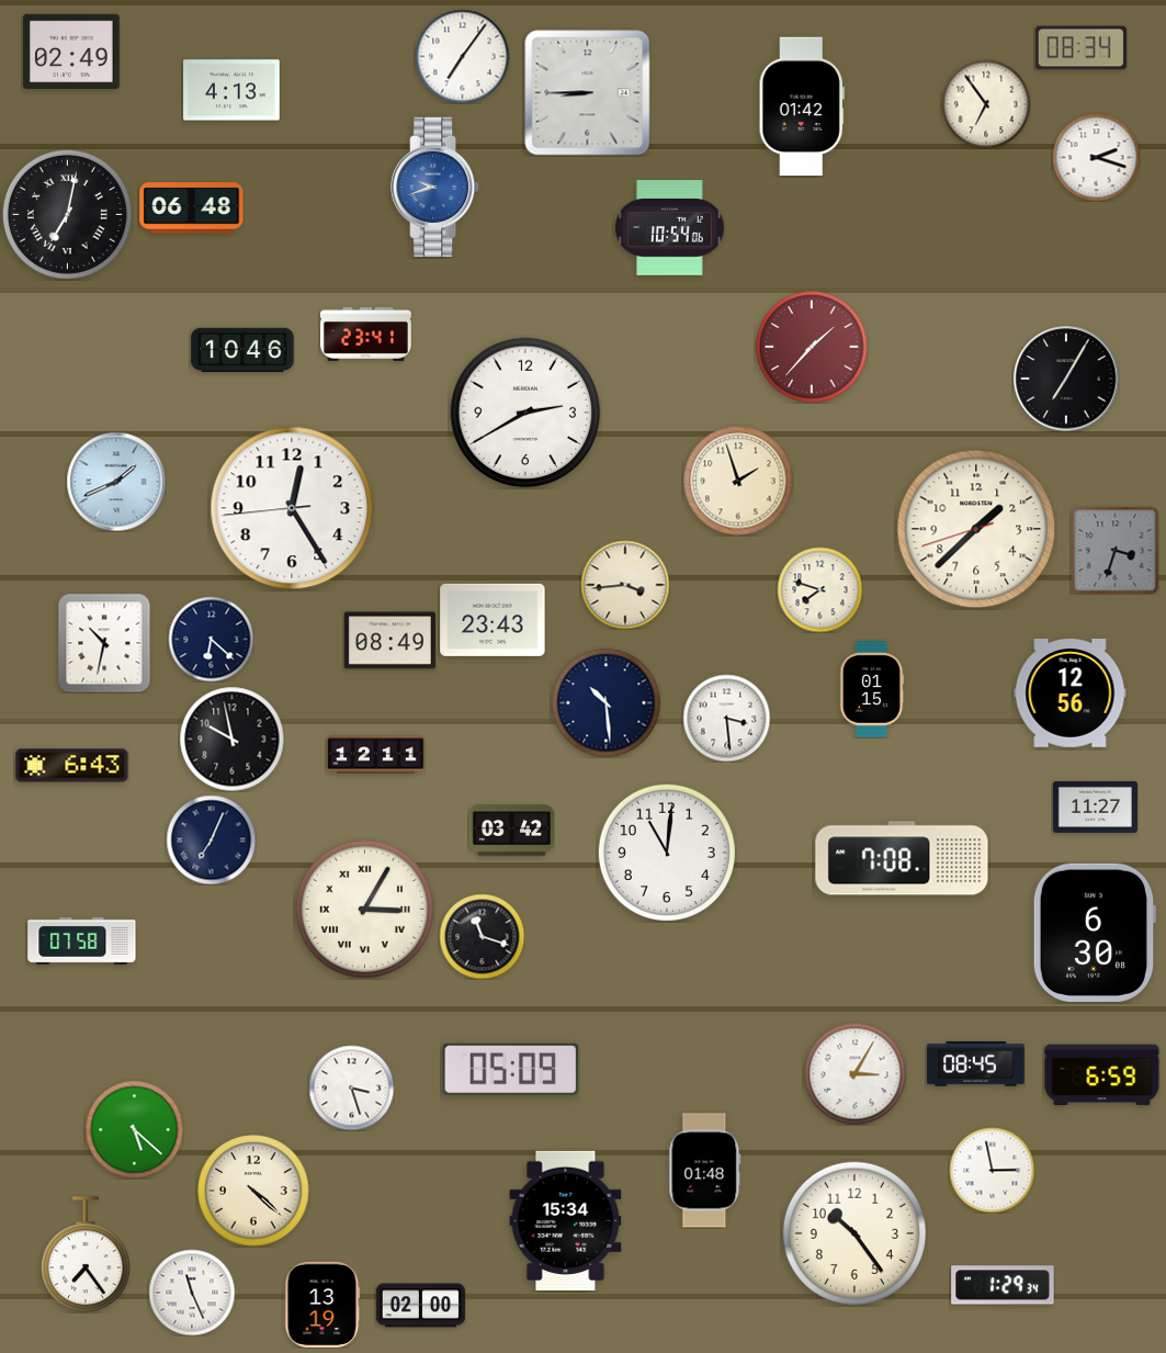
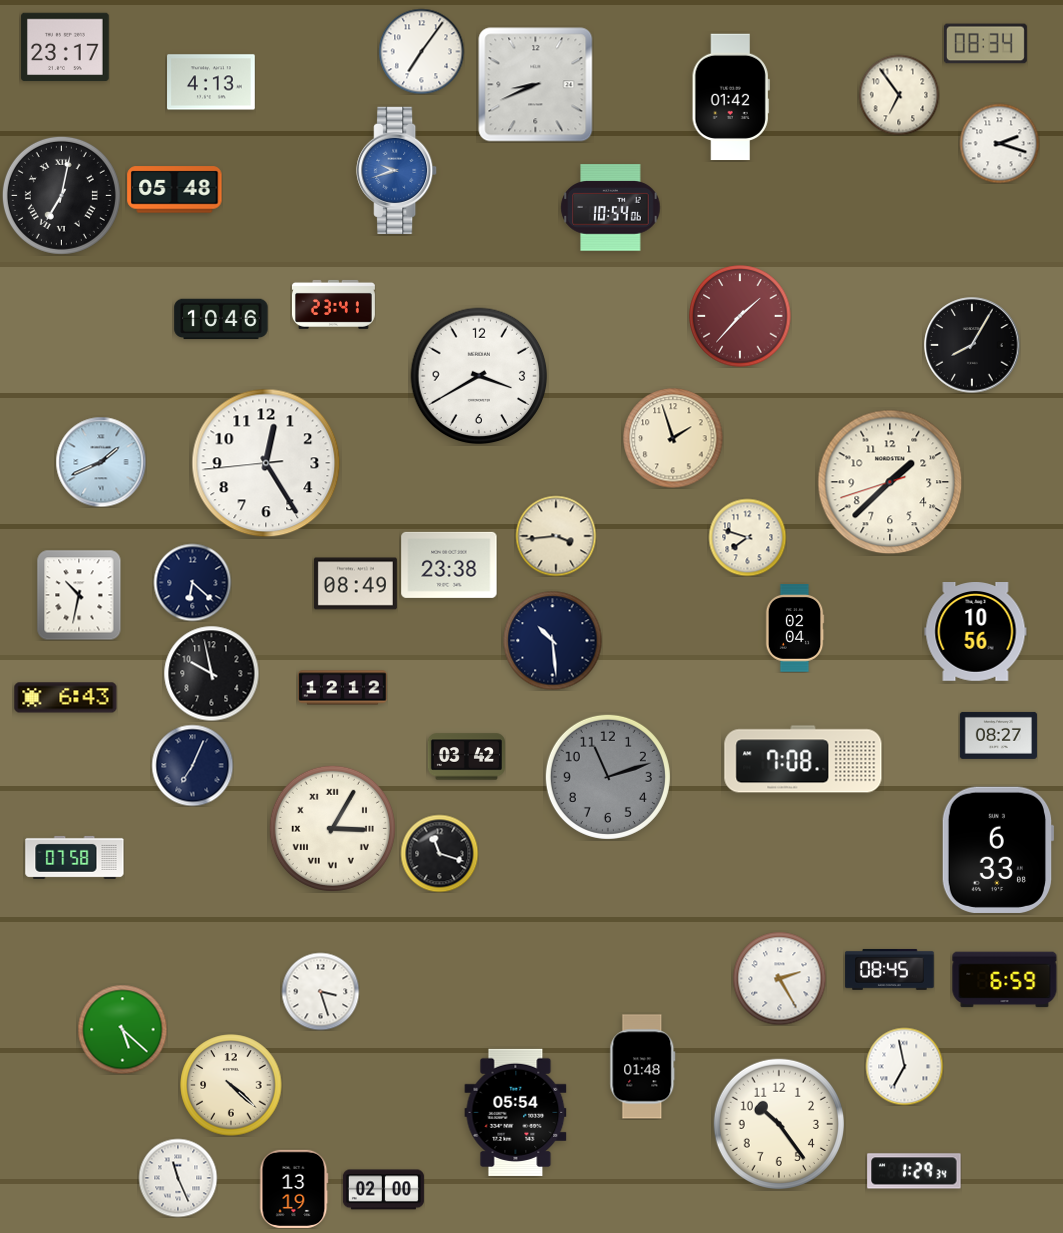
clock at (71, 52): 02:49 -> 23:17
clock at (588, 93): 8:45 -> 8:41
clock at (192, 208): 06:48 -> 05:48
clock at (1066, 379): 7:05 -> 8:05
clock at (525, 413): 2:40 -> 3:40
clock at (116, 482) position: (116, 482) -> (101, 462)
clock at (1114, 550): 3:33 -> none
clock at (625, 585) position: (625, 585) -> (556, 536)
clock at (493, 620): 23:43 -> 23:38
clock at (104, 643) position: (104, 643) -> (79, 595)
clock at (872, 689): 01:15 -> 02:04
clock at (1071, 694): 12:56 -> 10:56
clock at (726, 718): 3:29 -> none
clock at (376, 755): 12:11 -> 12:12
clock at (1095, 807): 11:27 -> 08:27
clock at (667, 853): 11:01 -> 11:12
clock at (667, 853) dial: white -> grey
clock at (902, 858) position: (902, 858) -> (803, 759)
clock at (1095, 933): 6:30 -> 6:33
clock at (511, 1069): 05:09 -> none
clock at (854, 1073): 3:05 -> 2:25
clock at (992, 1170): 2:58 -> 6:58
clock at (566, 1220): 15:34 -> 05:54
clock at (86, 1254): 7:24 -> none
clock at (192, 1293) position: (192, 1293) -> (178, 1178)
